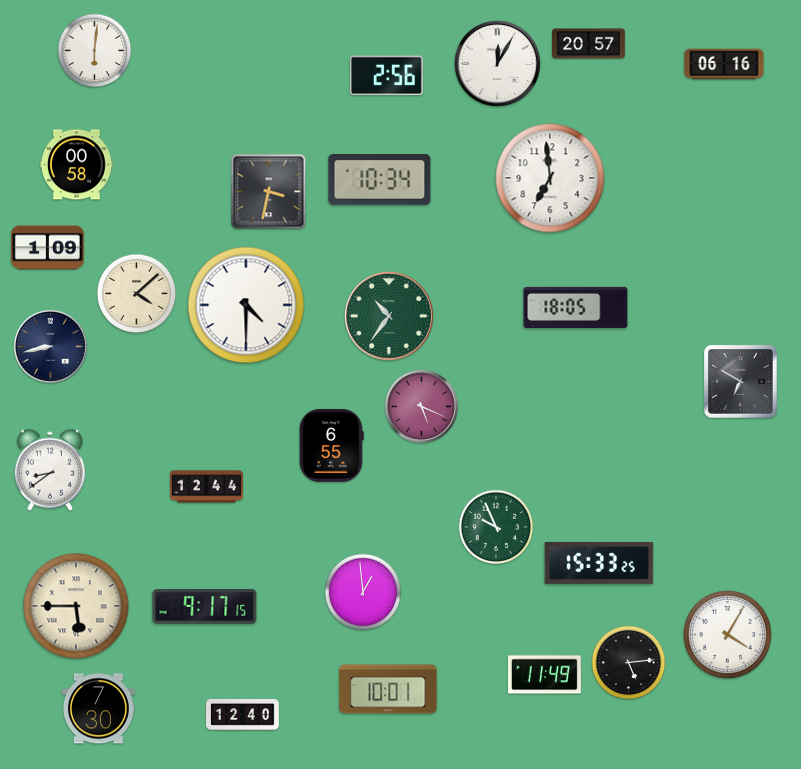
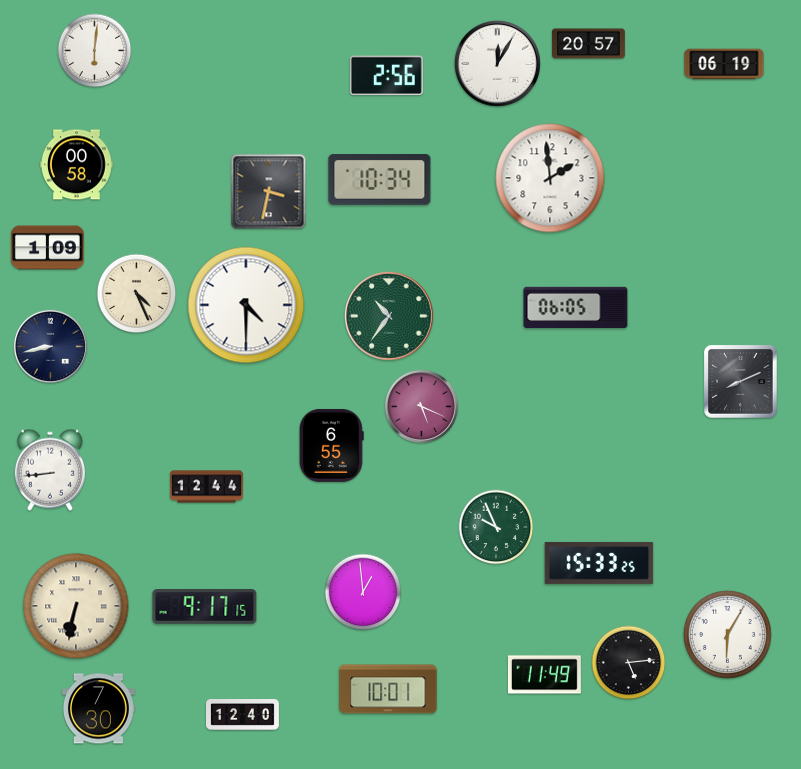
clock at (724, 64): 06:16 -> 06:19
clock at (550, 178): 6:59 -> 1:59
clock at (137, 294): 4:08 -> 4:26
clock at (576, 307): 18:05 -> 06:05
clock at (741, 382): 6:50 -> 8:11
clock at (50, 470): 8:39 -> 8:44
clock at (76, 606): 5:45 -> 6:32
clock at (727, 634): 4:05 -> 6:05
